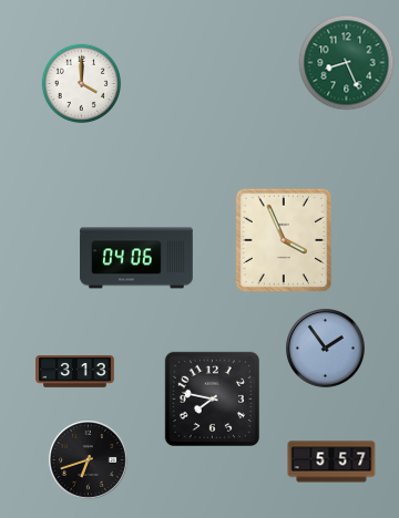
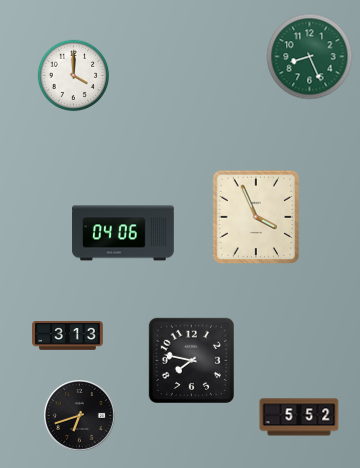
clock at (347, 63) position: (347, 63) -> (310, 57)
clock at (326, 349): 1:54 -> none
clock at (331, 462): 5:57 -> 5:52
